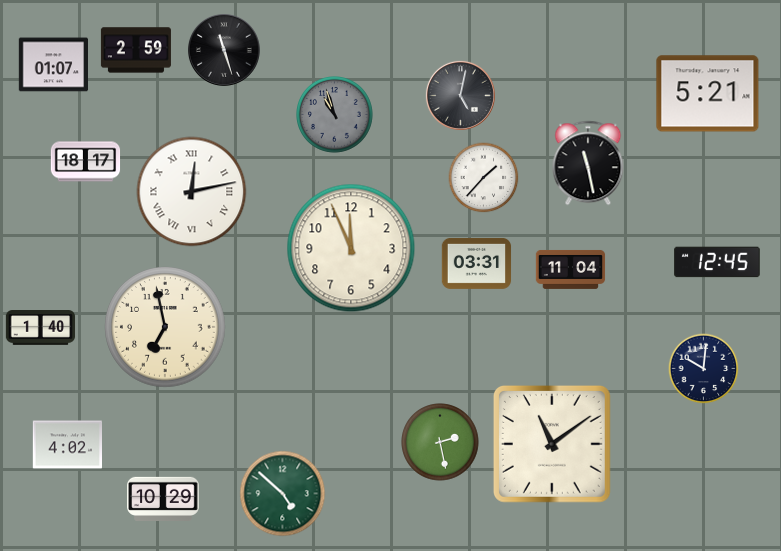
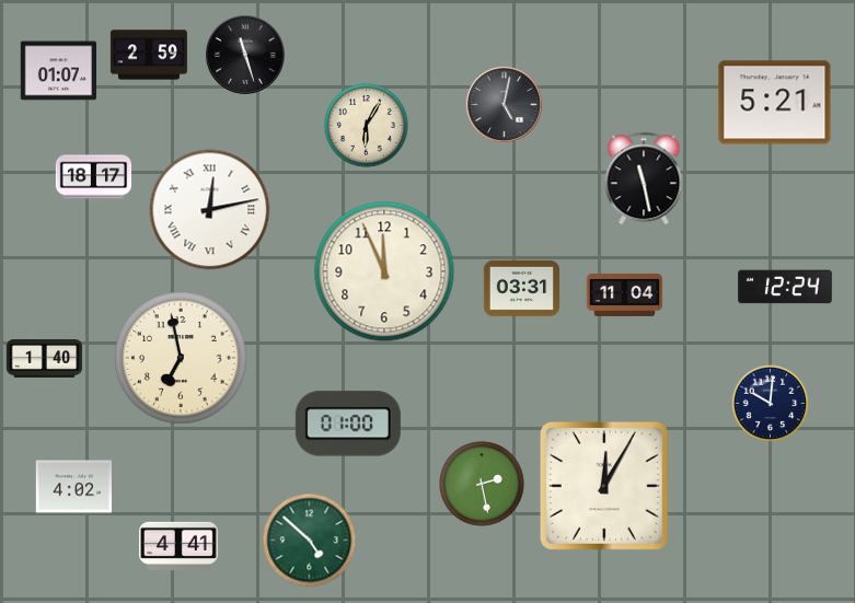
clock at (335, 115): 10:57 -> 6:05
clock at (335, 115) dial: grey -> cream
clock at (484, 178): 1:37 -> none
clock at (717, 262): 12:45 -> 12:24
clock at (348, 424): none -> 01:00
clock at (552, 444): 11:09 -> 12:05
clock at (163, 498): 10:29 -> 4:41
